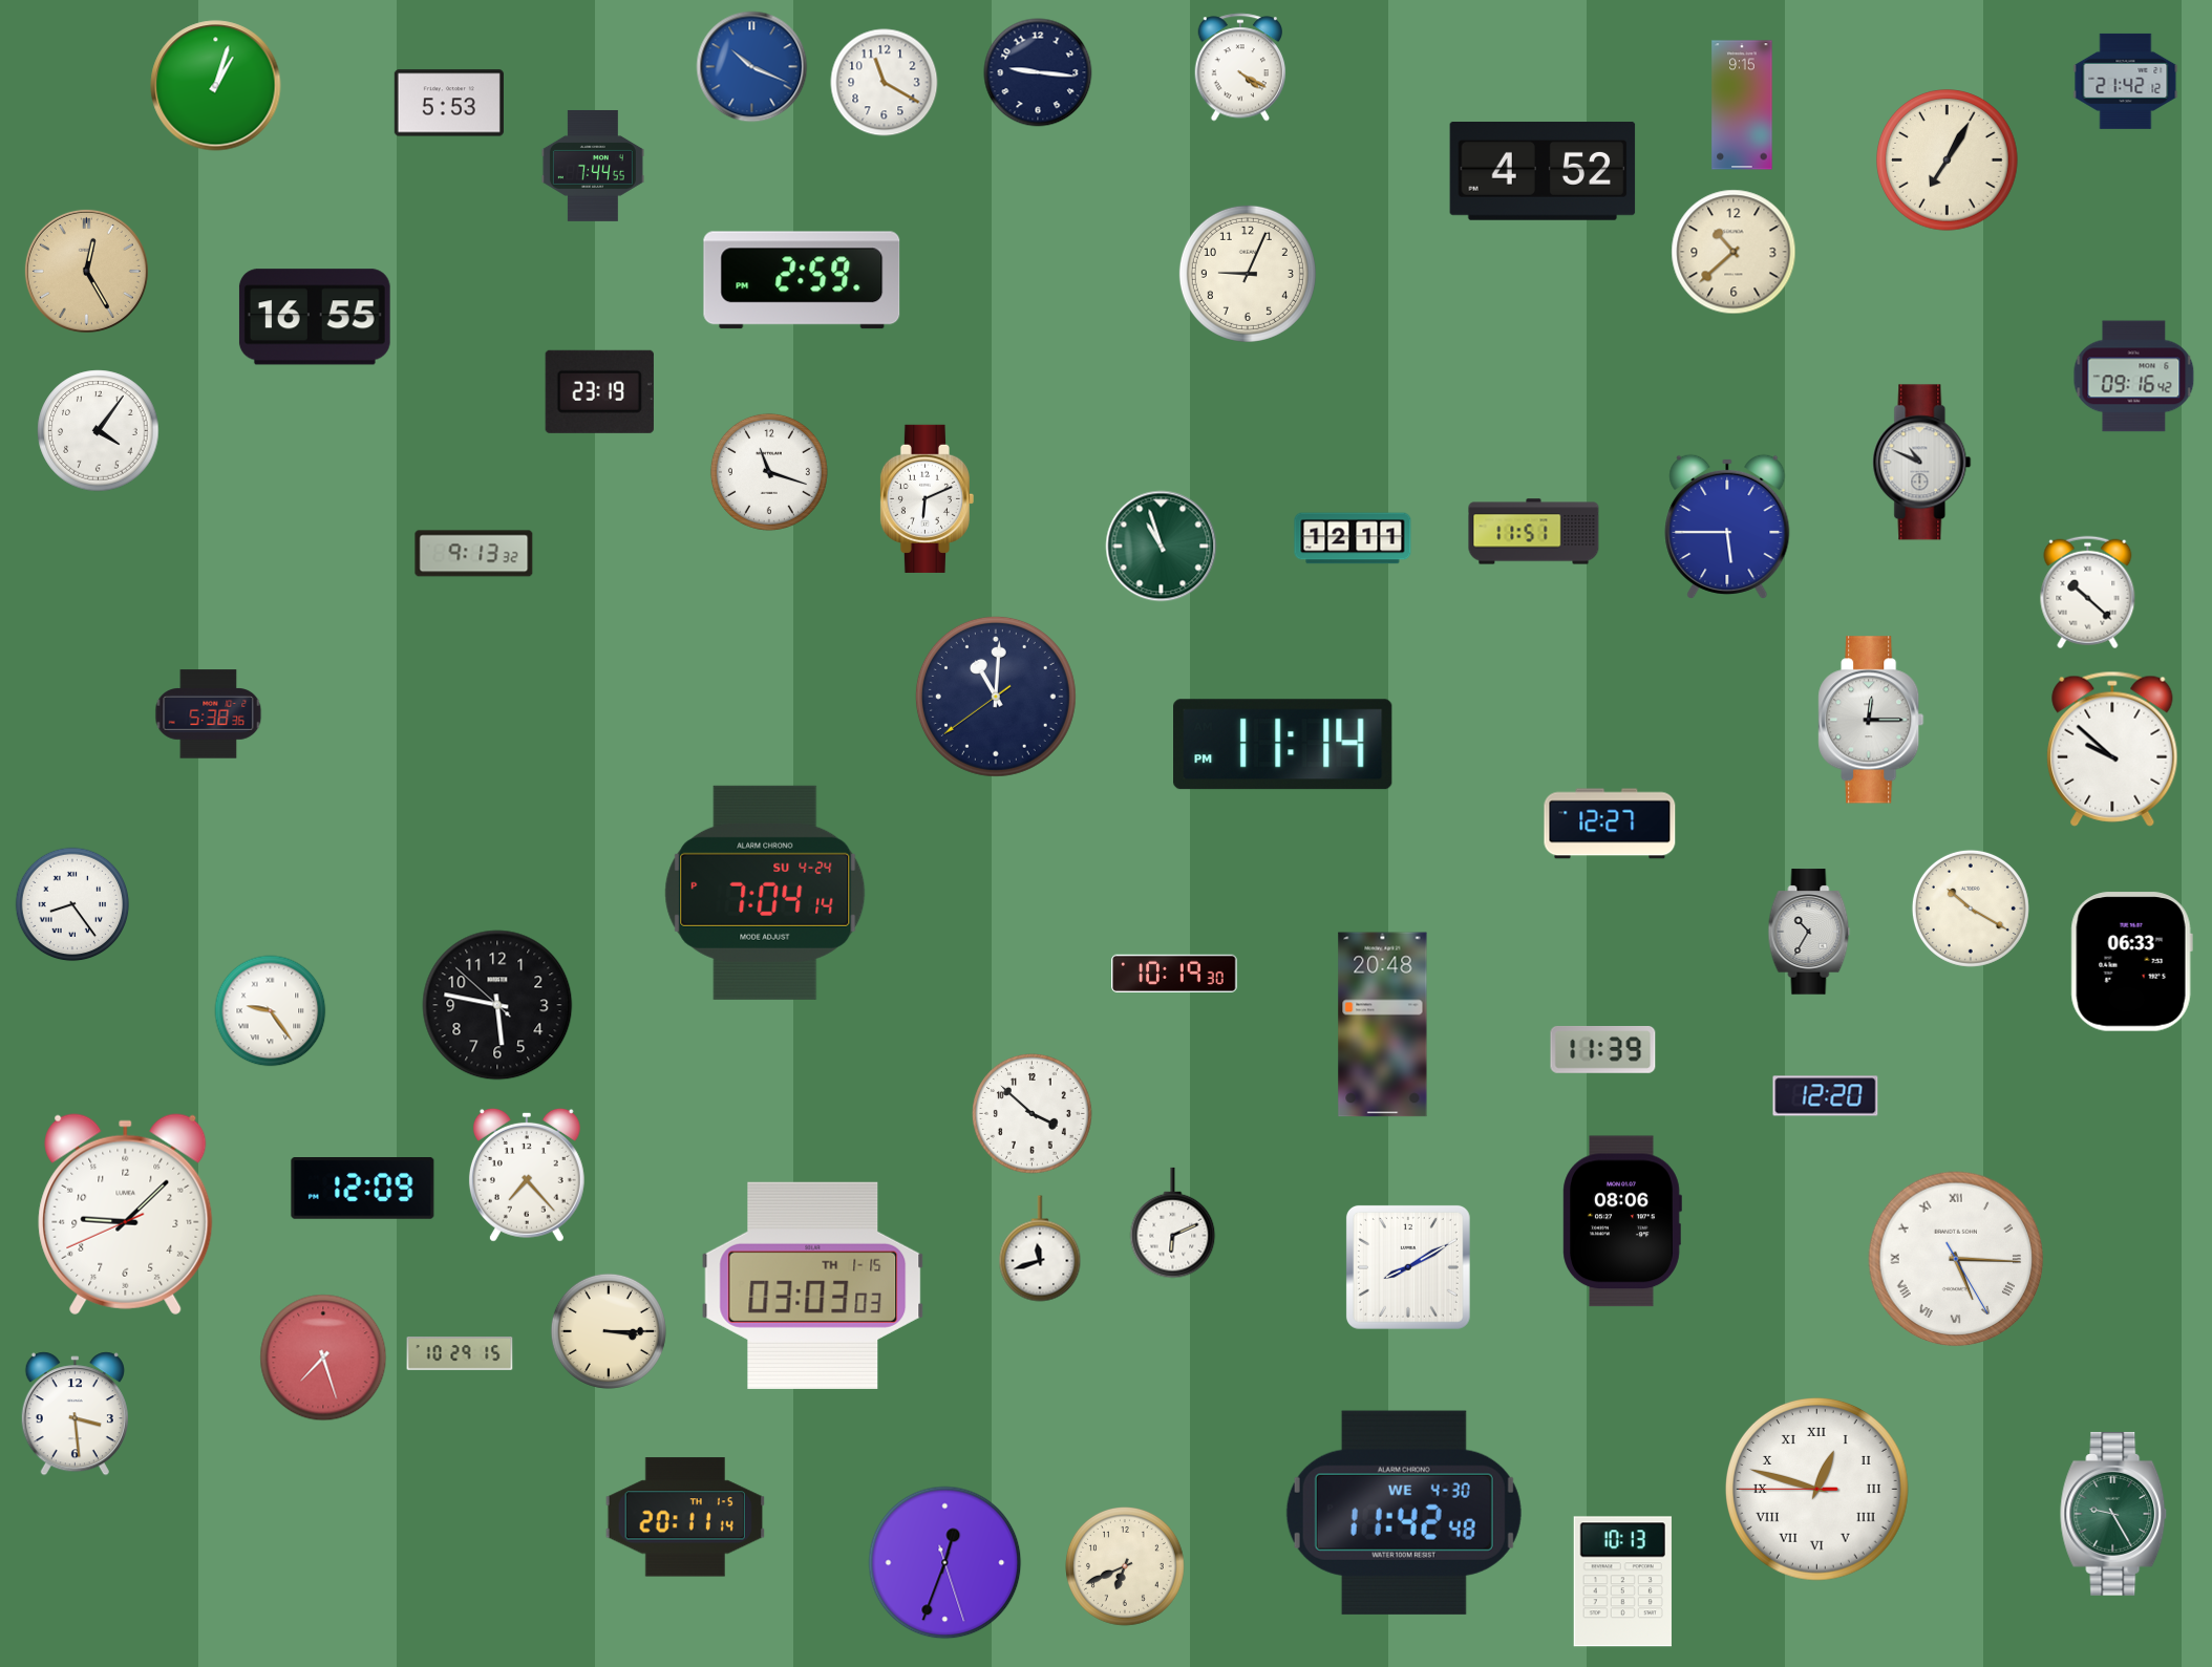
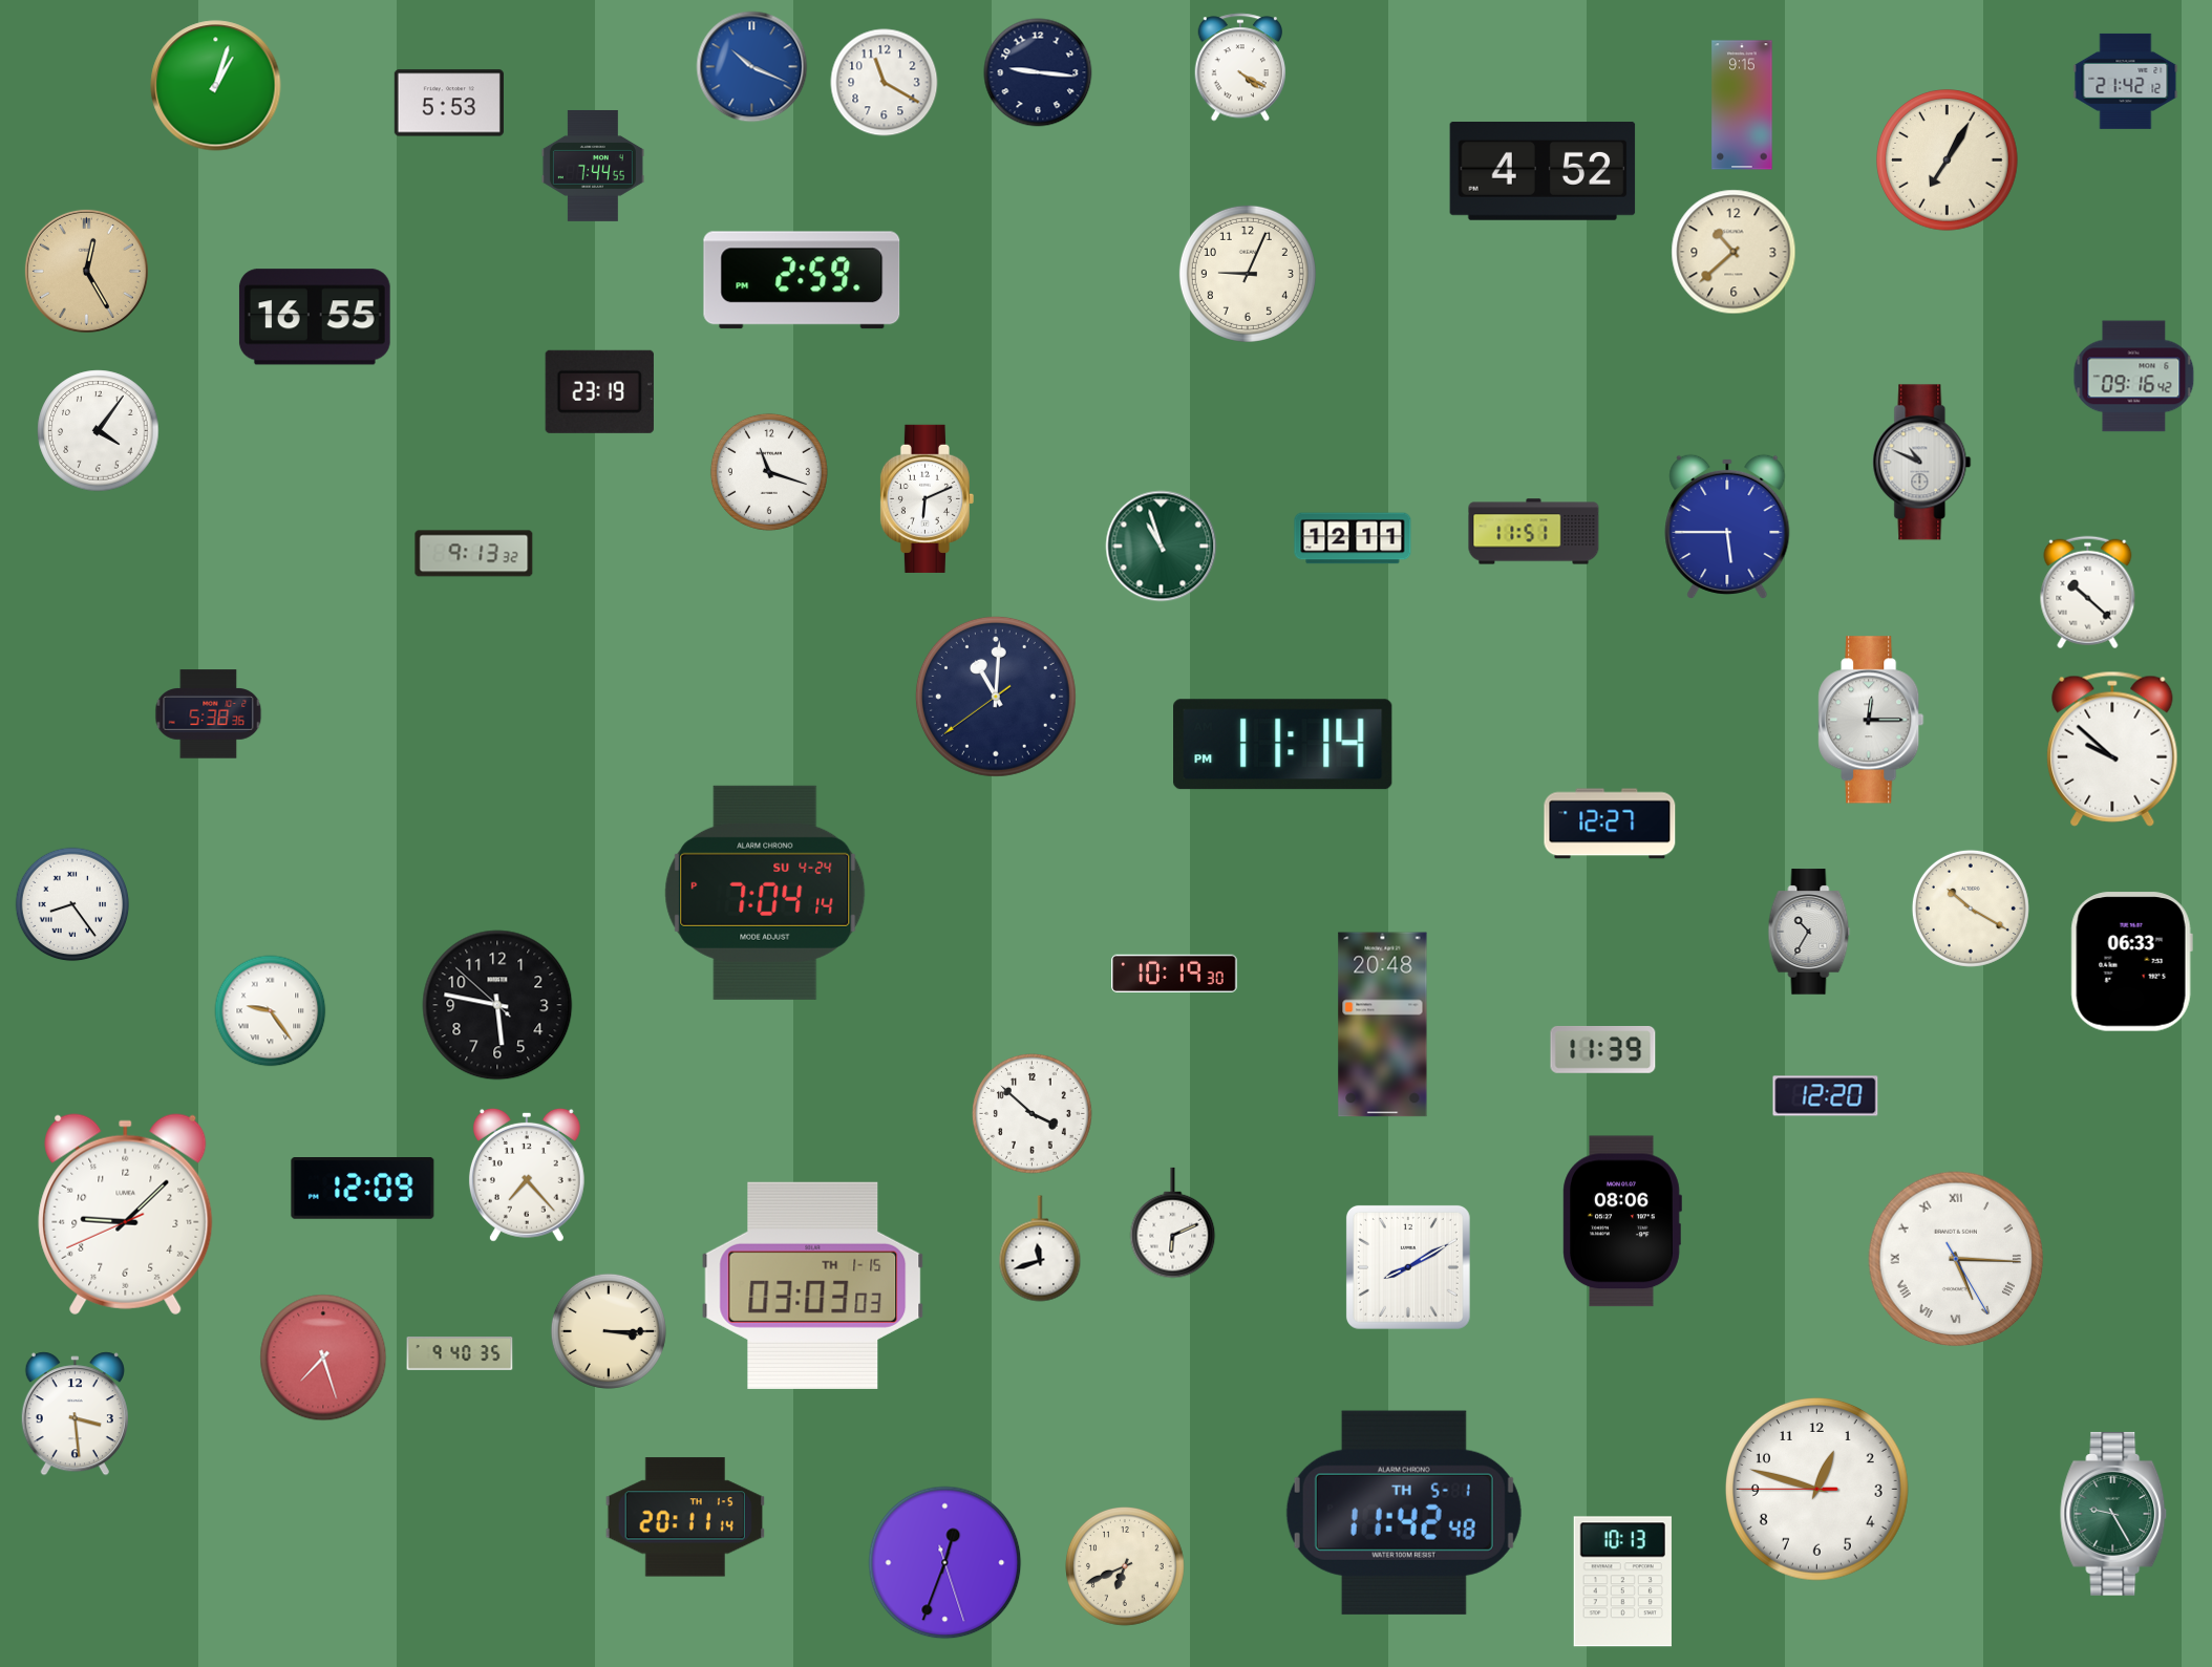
clock at (460, 1354): 10:29 -> 9:40
clock at (1816, 1489) numerals: Roman -> Arabic
clock at (1404, 1513) date: WE 4-30 -> TH 5-1
